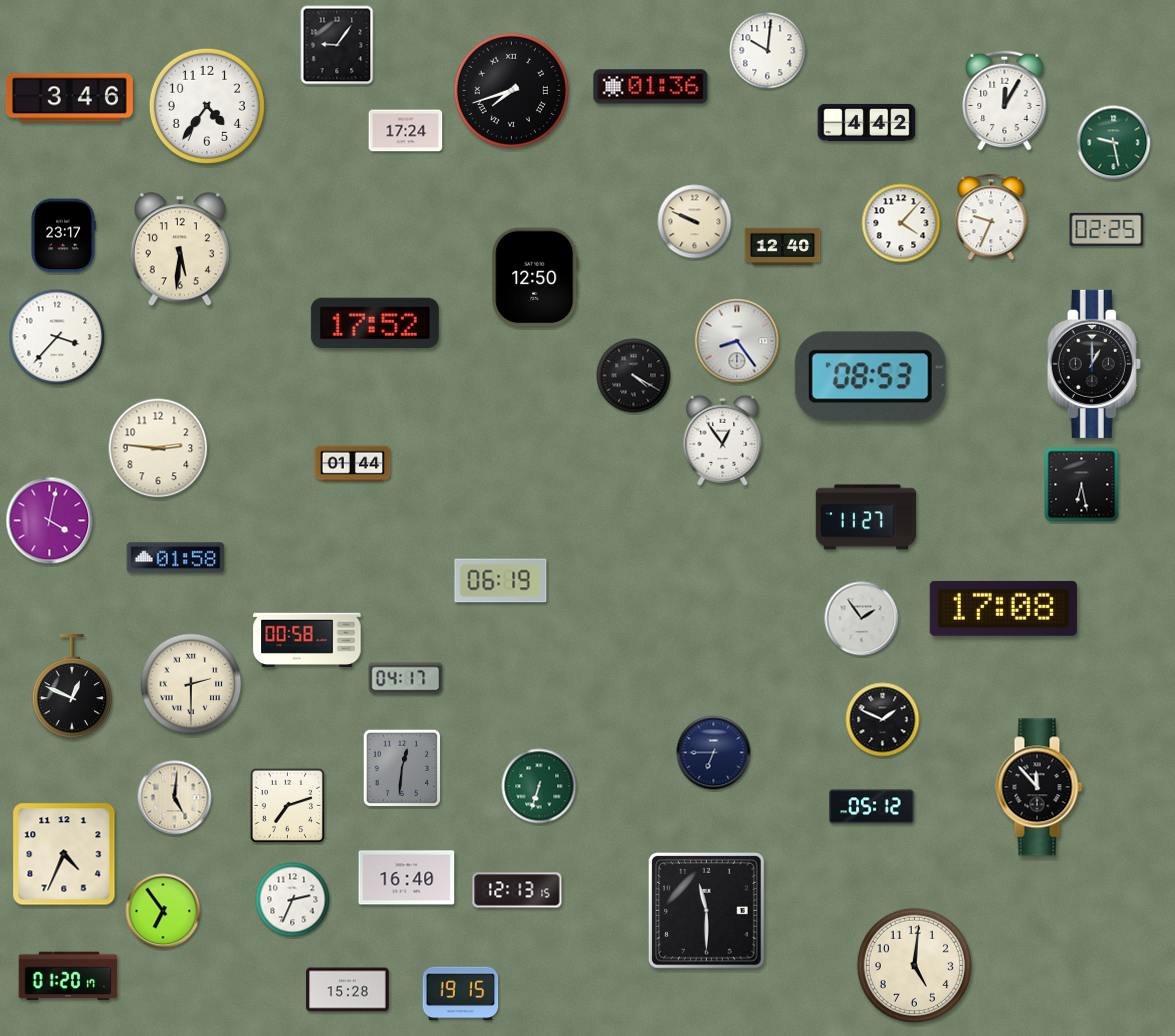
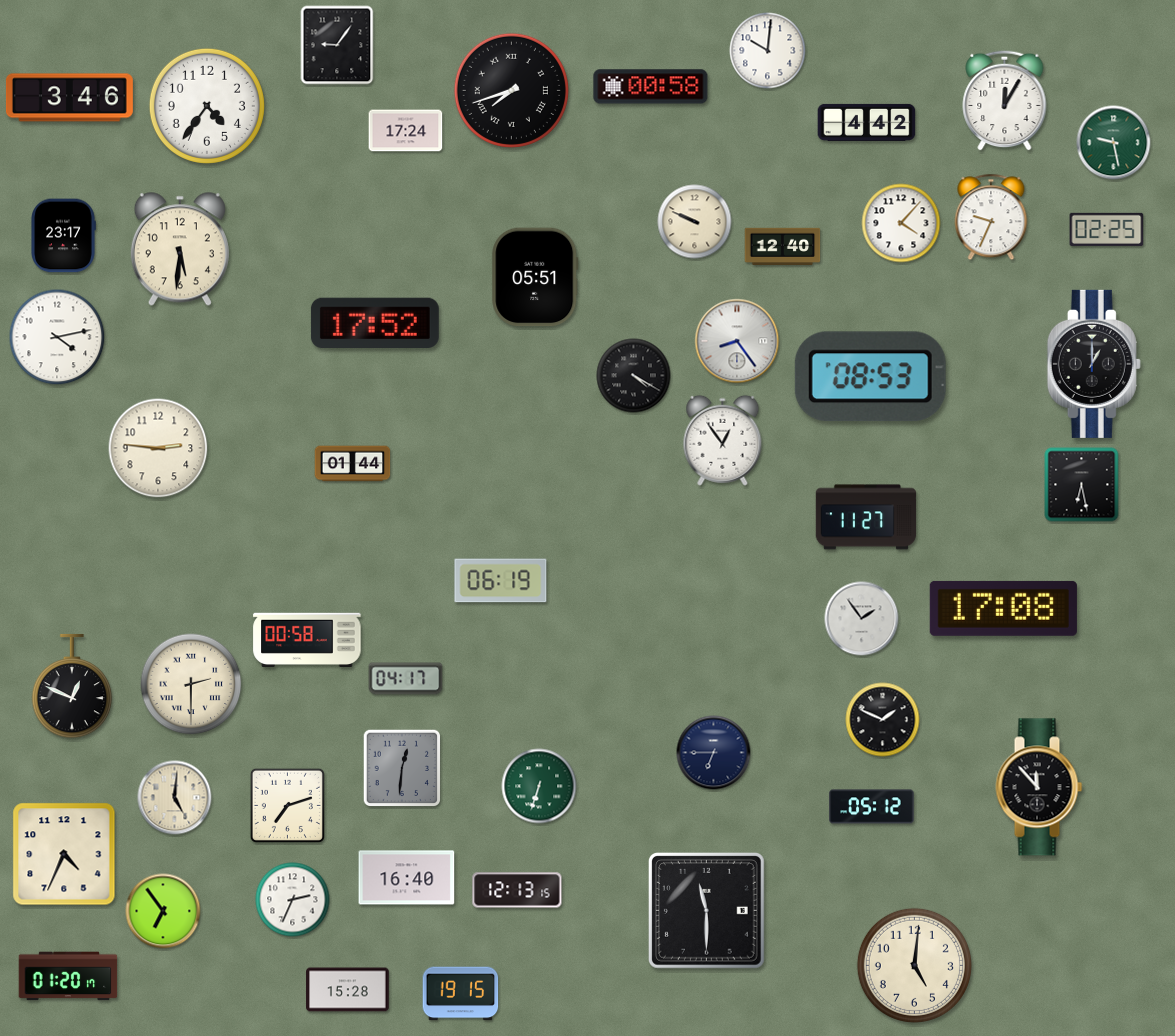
clock at (651, 87): 01:36 -> 00:58
clock at (535, 277): 12:50 -> 05:51
clock at (57, 337): 3:37 -> 4:13
clock at (50, 521): 4:02 -> none
clock at (176, 558): 01:58 -> none
